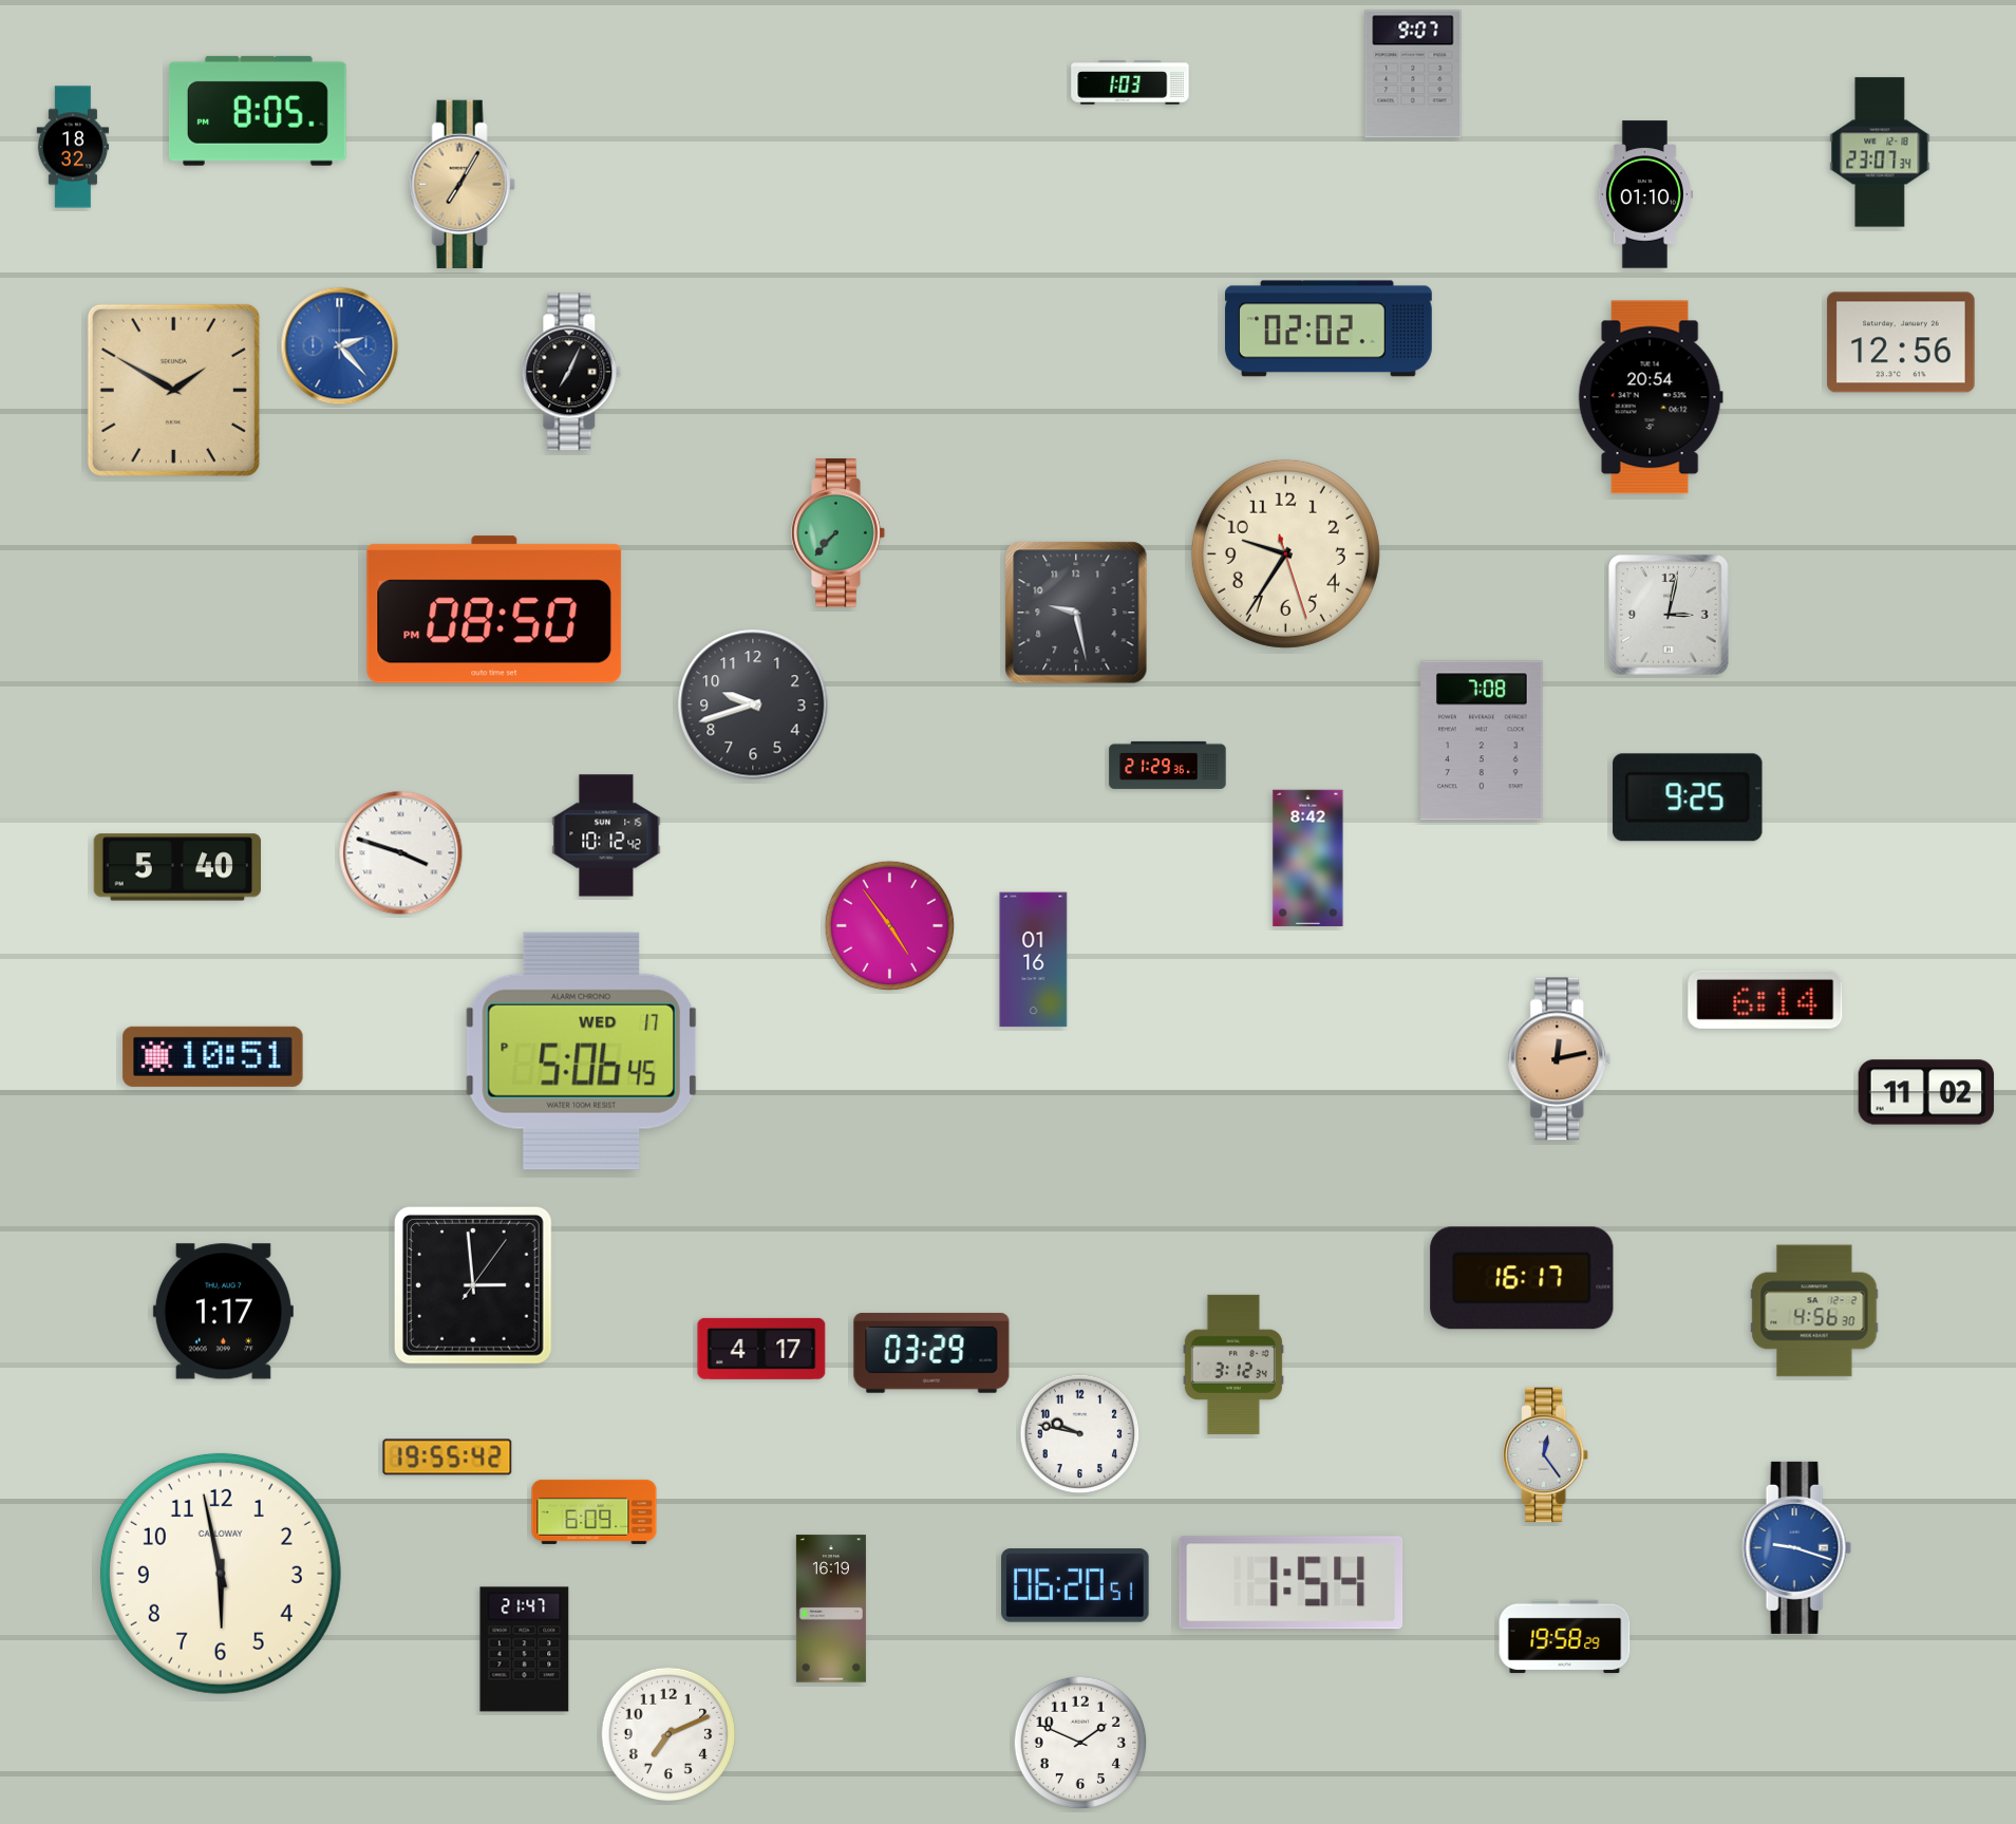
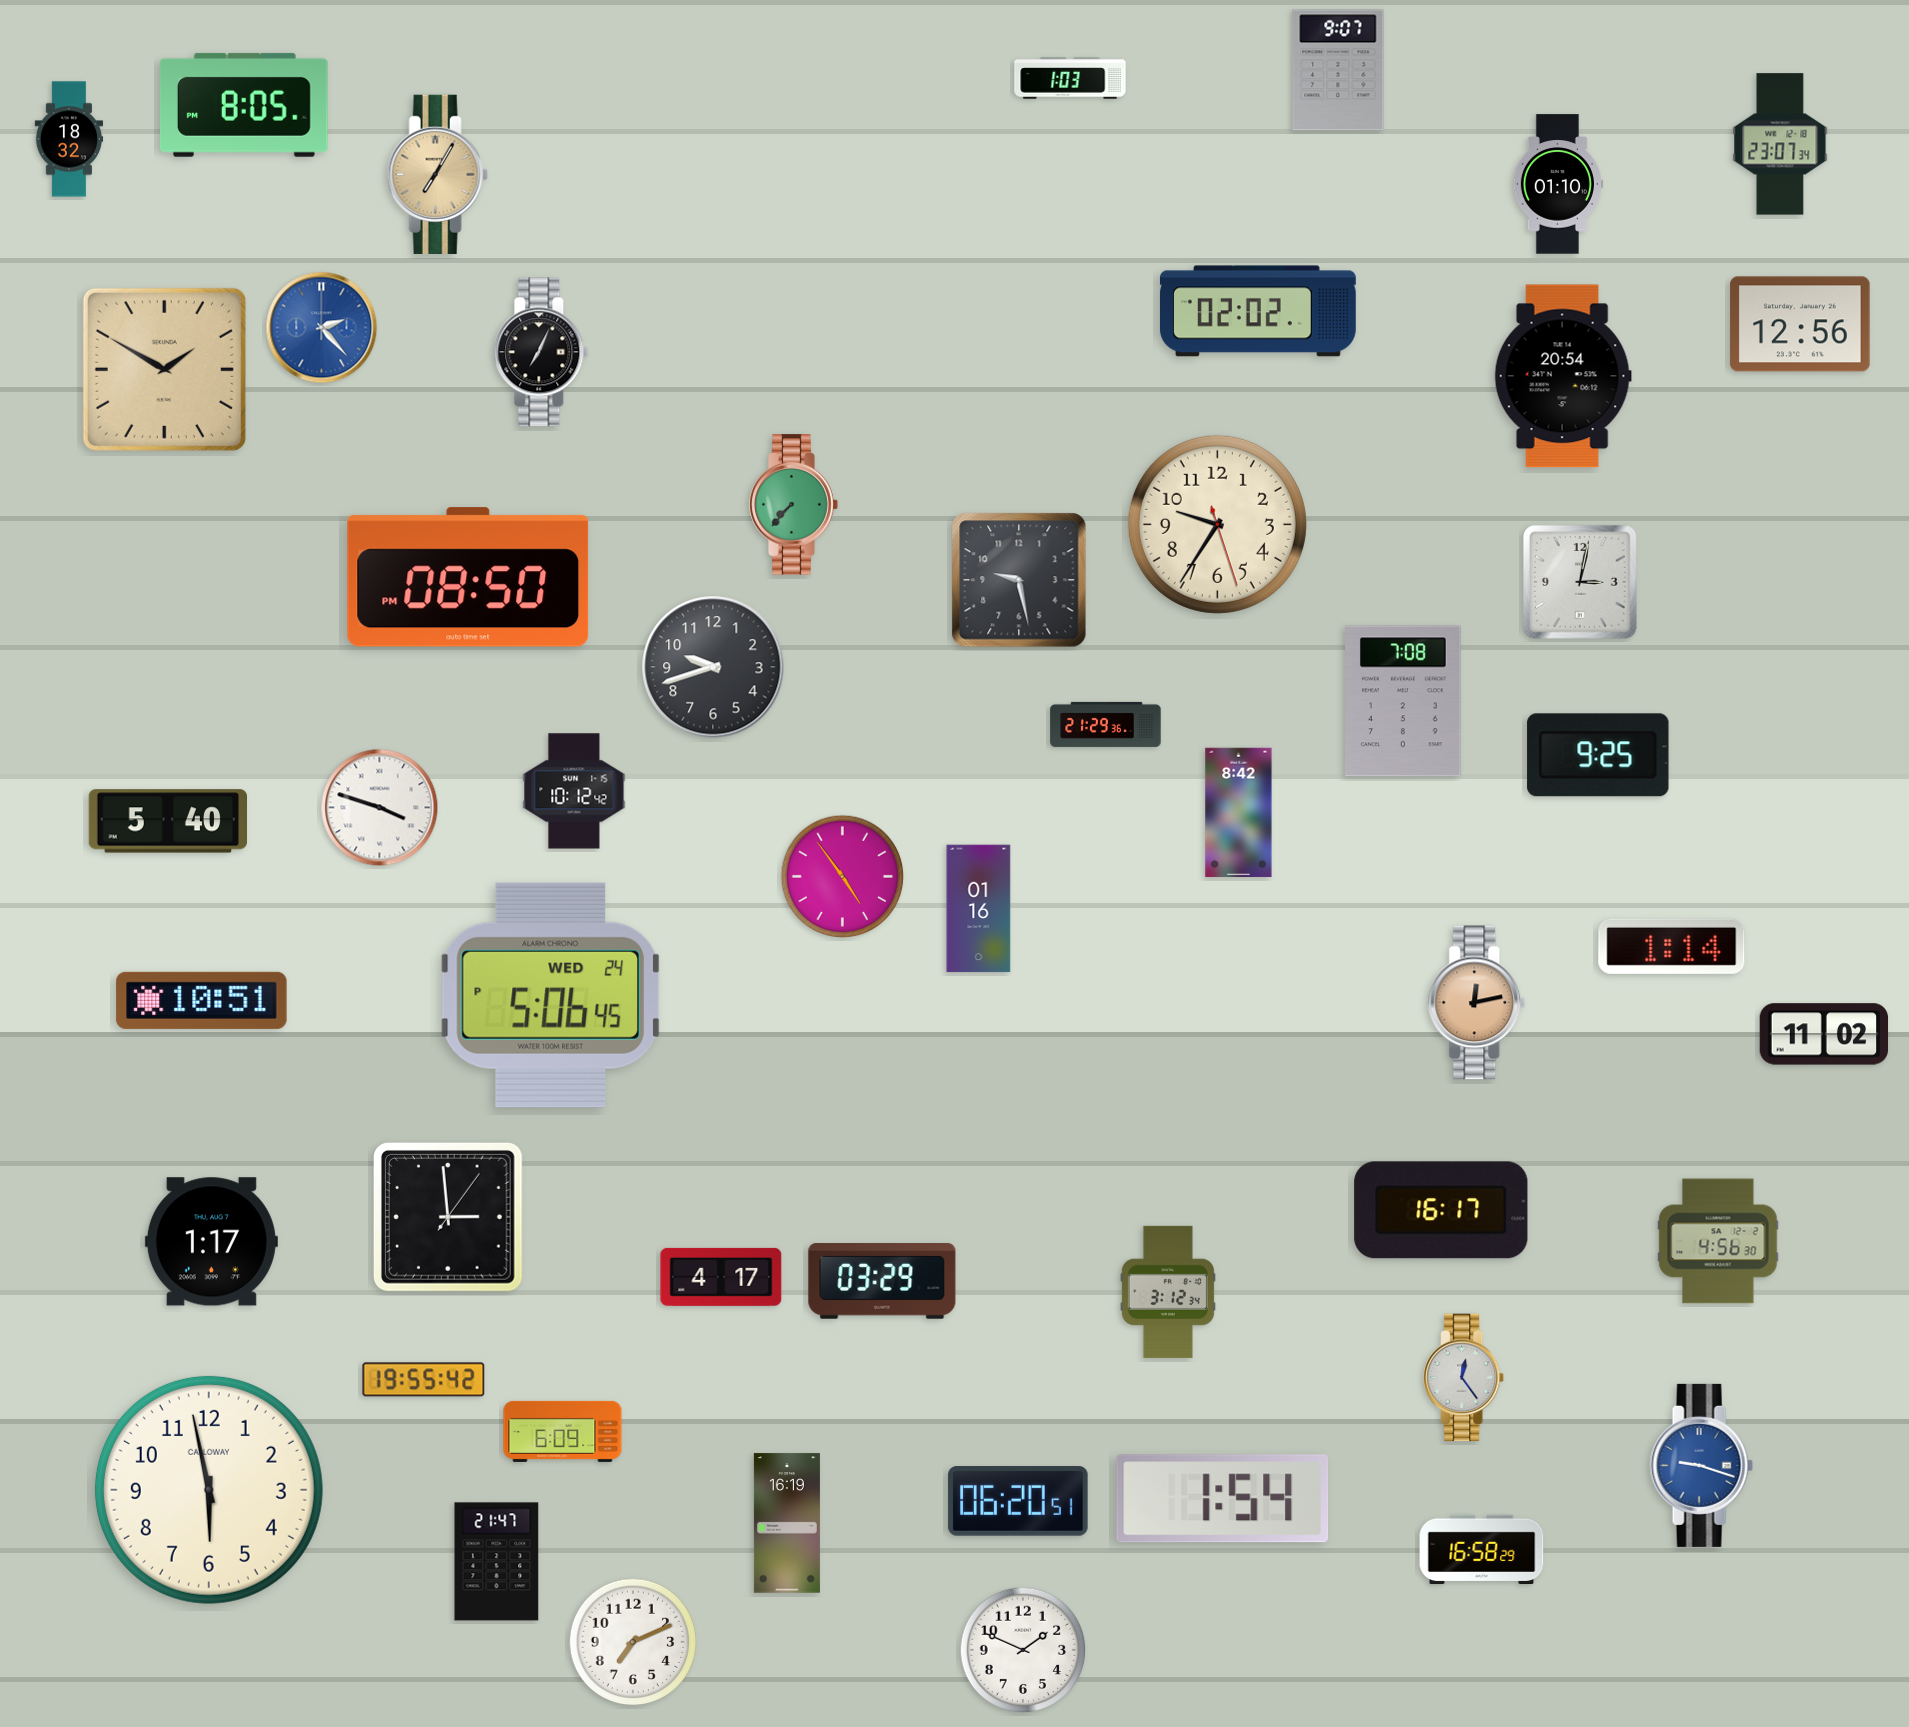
clock at (1766, 999): 6:14 -> 1:14
clock at (581, 1051) date: WED 17 -> WED 24
clock at (1080, 1434): 9:47 -> none
clock at (1565, 1637): 19:58 -> 16:58
